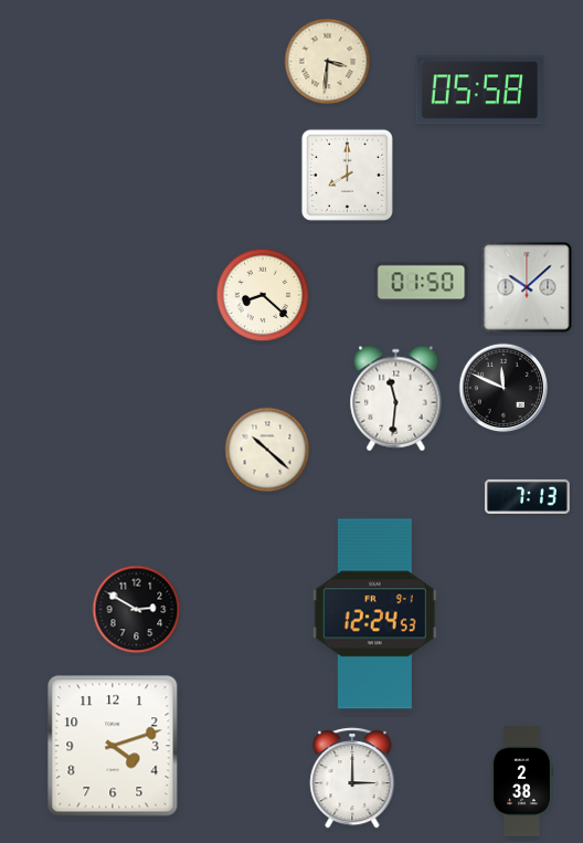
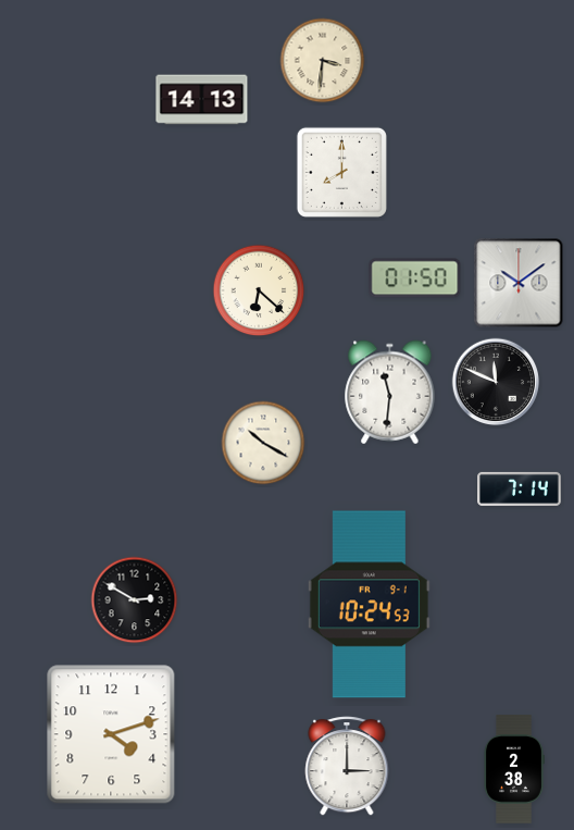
clock at (479, 91): 05:58 -> none
clock at (202, 100): none -> 14:13
clock at (527, 287): 10:08 -> 10:09
clock at (263, 295): 8:22 -> 6:22
clock at (267, 450): 10:22 -> 10:20
clock at (528, 496): 7:13 -> 7:14
clock at (374, 614): 12:24 -> 10:24
